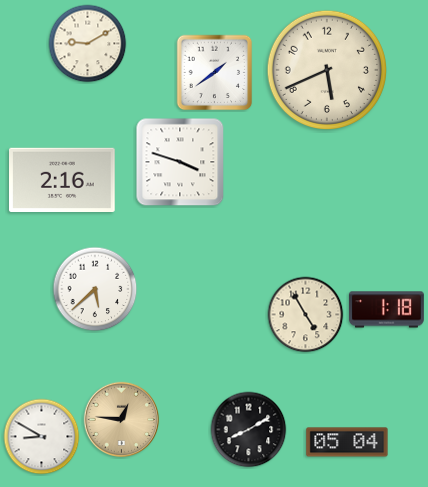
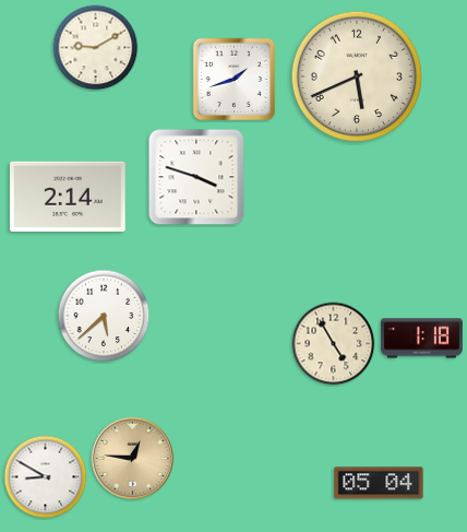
clock at (215, 73): 1:39 -> 1:42
clock at (63, 179): 2:16 -> 2:14
clock at (249, 430): 8:10 -> none
